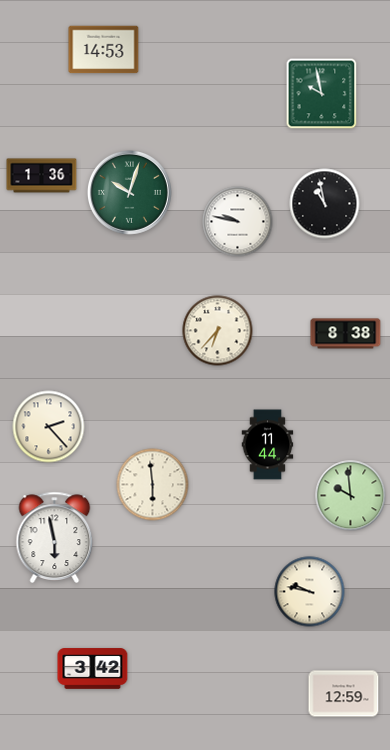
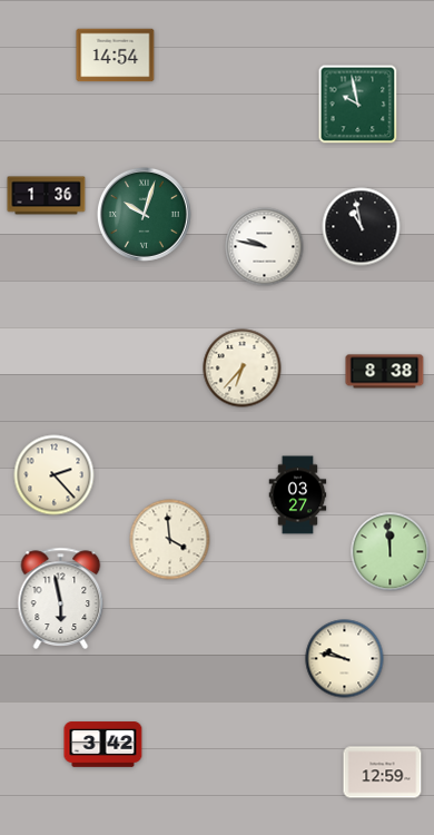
clock at (104, 50): 14:53 -> 14:54
clock at (268, 445): 11:44 -> 03:27
clock at (153, 485): 5:59 -> 3:59
clock at (351, 496): 9:59 -> 11:59
